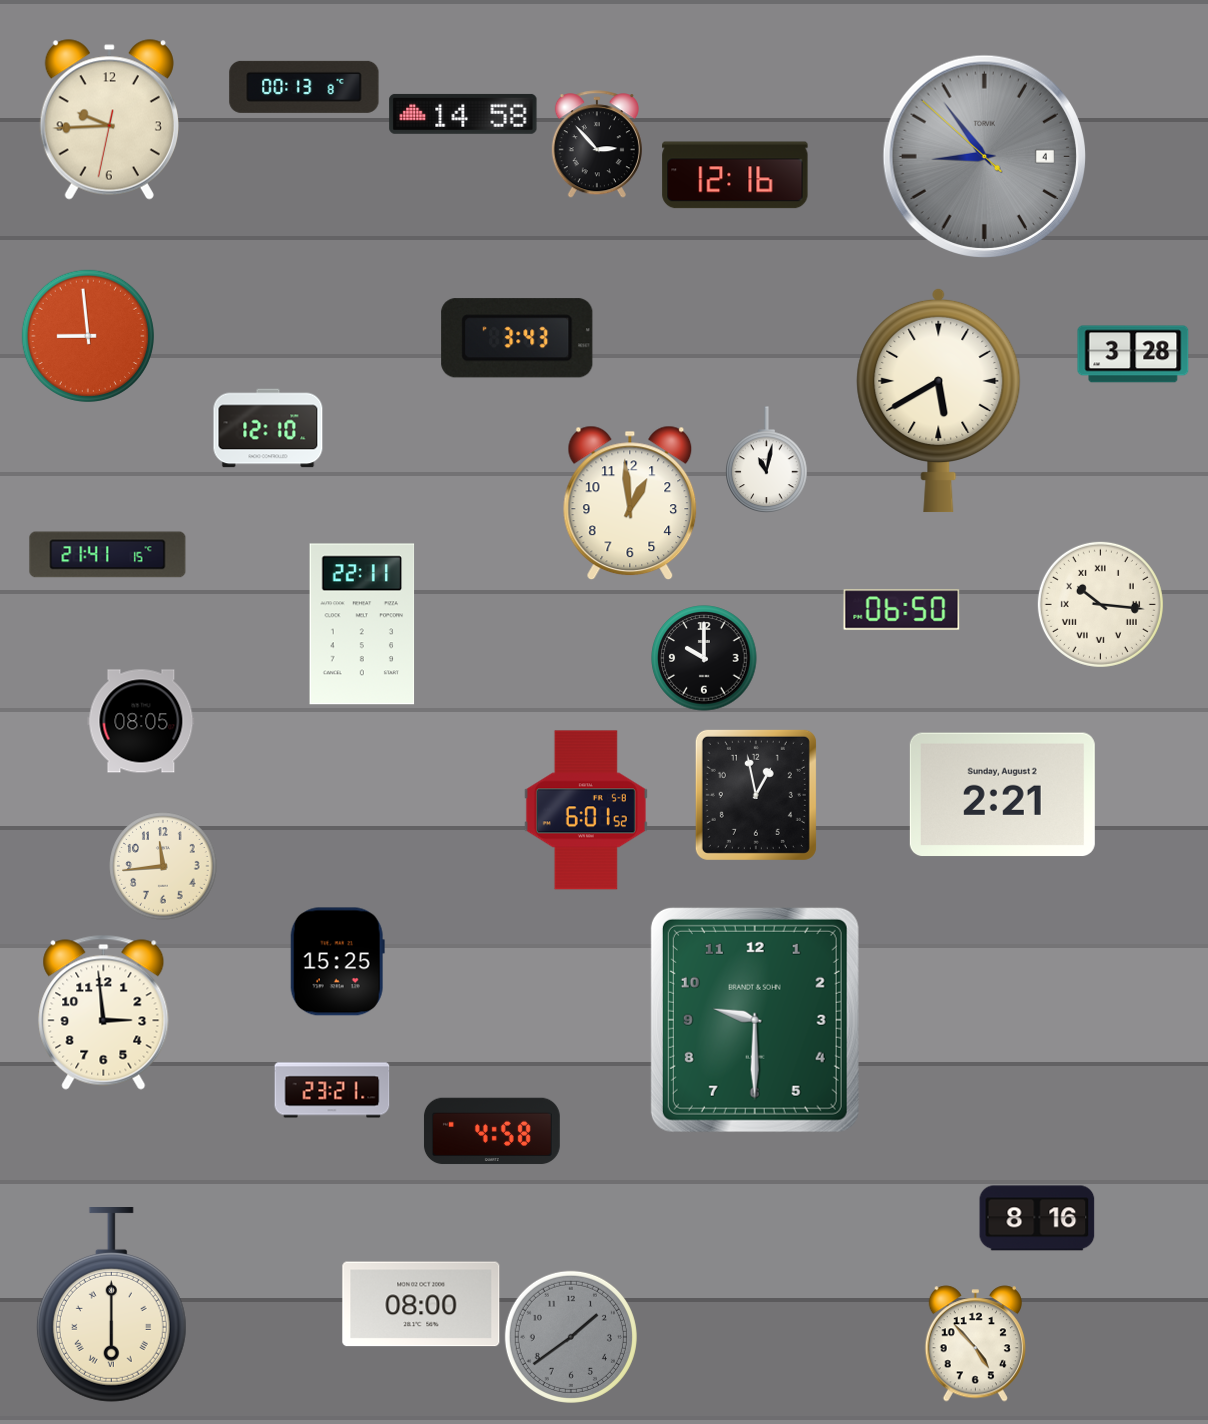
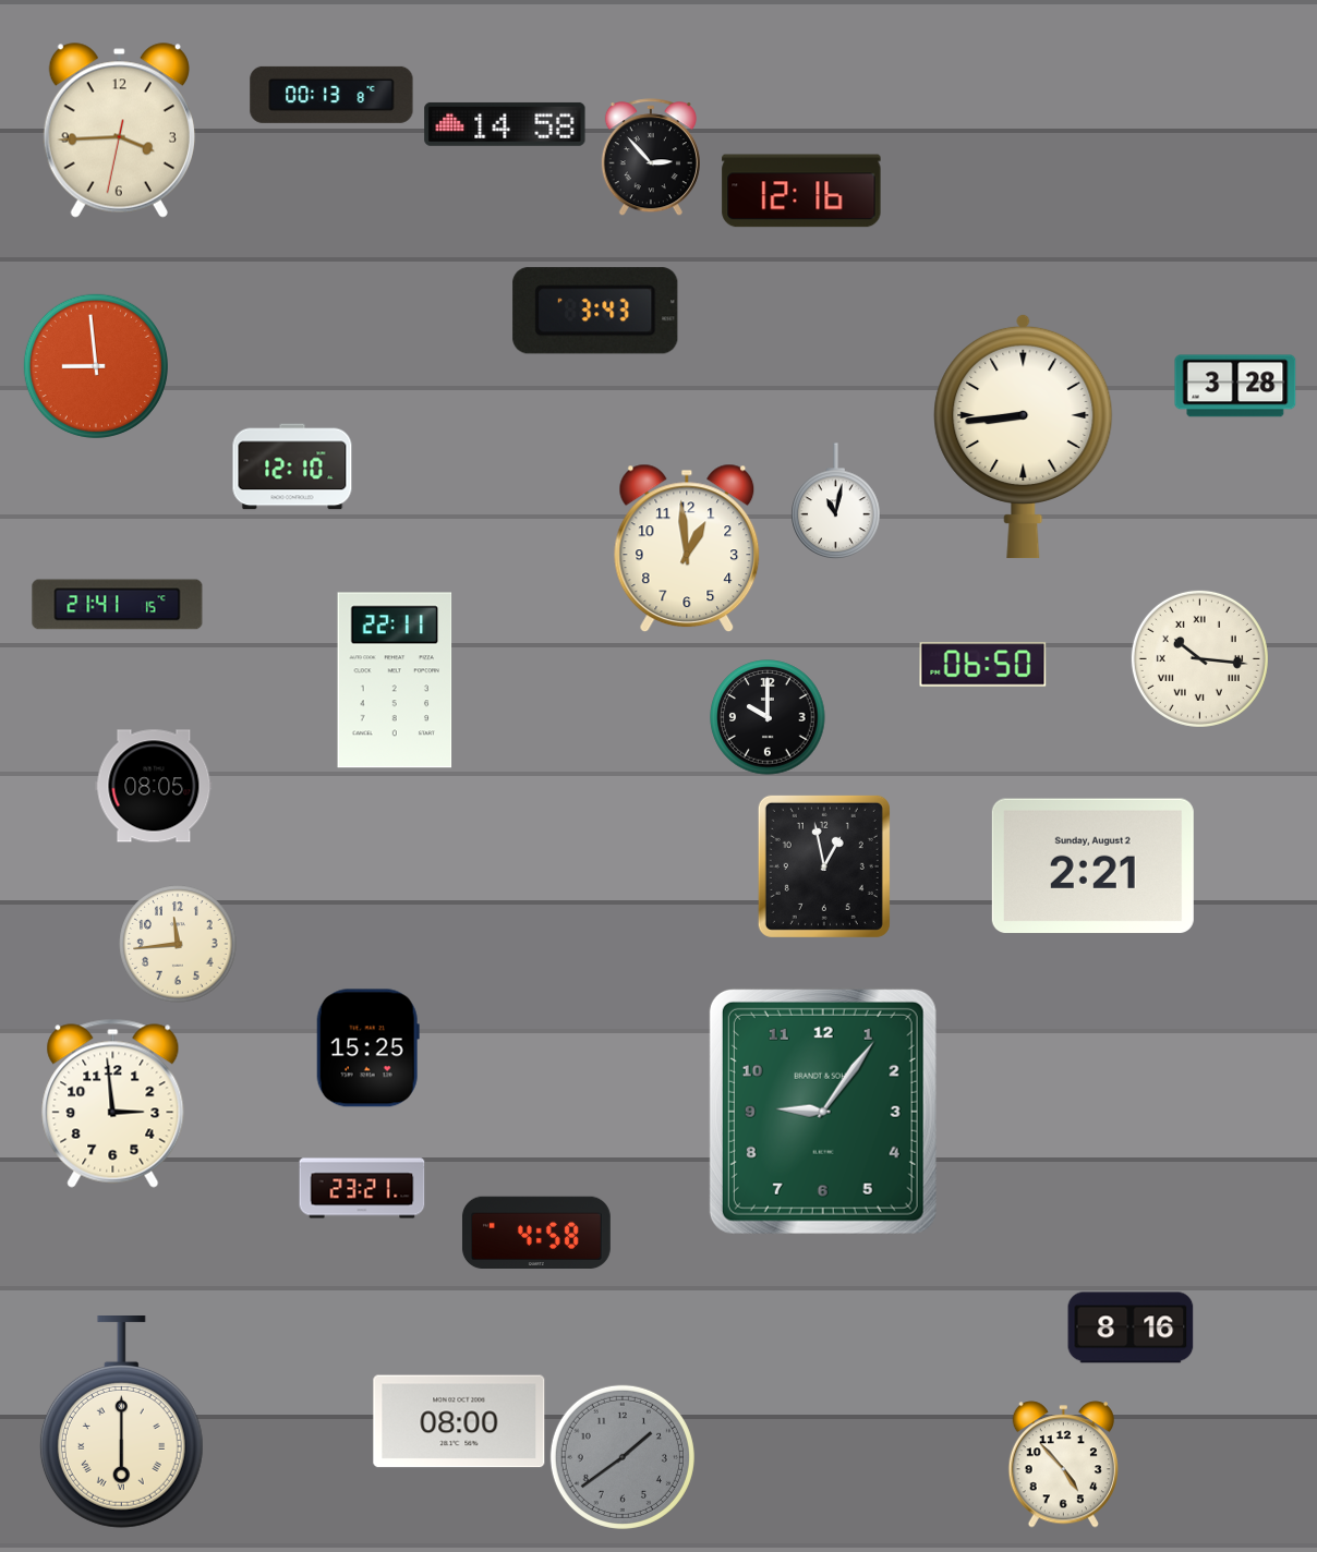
clock at (109, 120): 9:44 -> 3:44
clock at (984, 156): 8:53 -> none
clock at (517, 338) position: (517, 338) -> (595, 311)
clock at (939, 400): 5:40 -> 8:44
clock at (586, 810): 6:01 -> none
clock at (755, 1020): 9:30 -> 9:06
